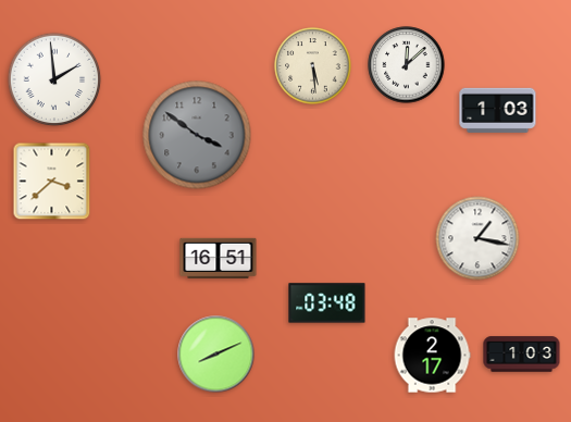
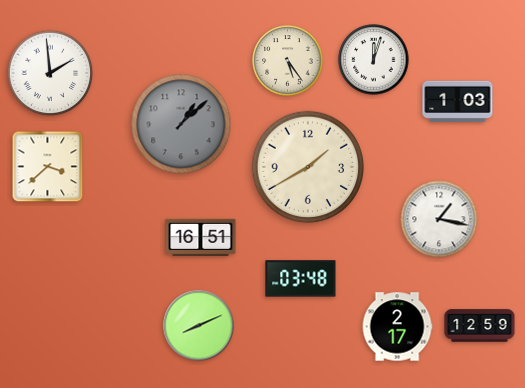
clock at (407, 65): 12:08 -> 12:03
clock at (313, 66): 5:29 -> 5:24
clock at (197, 135): 3:51 -> 1:08
clock at (308, 167): none -> 1:40
clock at (522, 355): 1:03 -> 12:59
